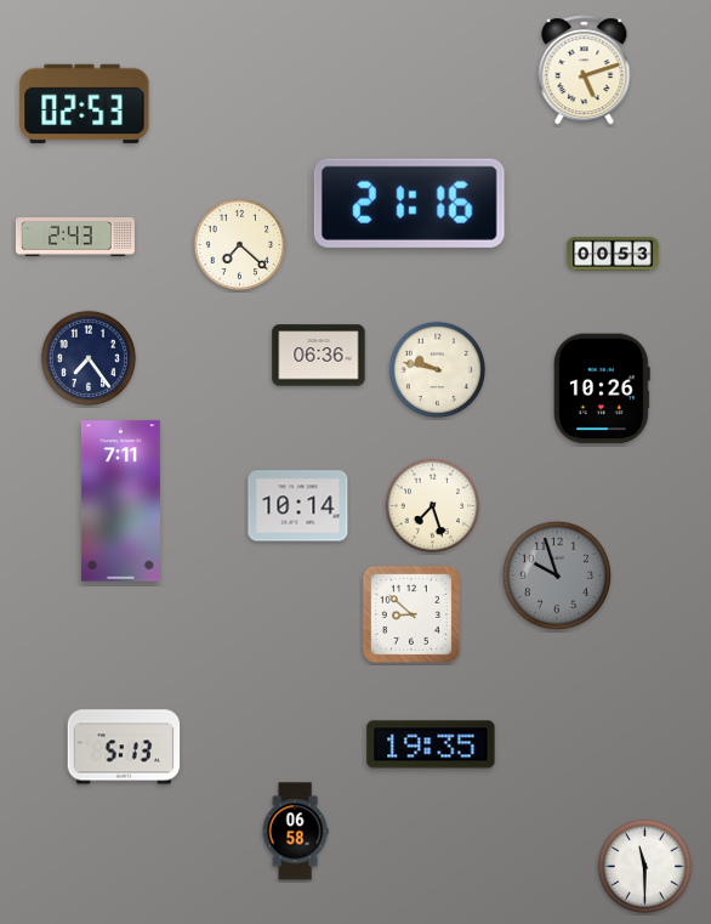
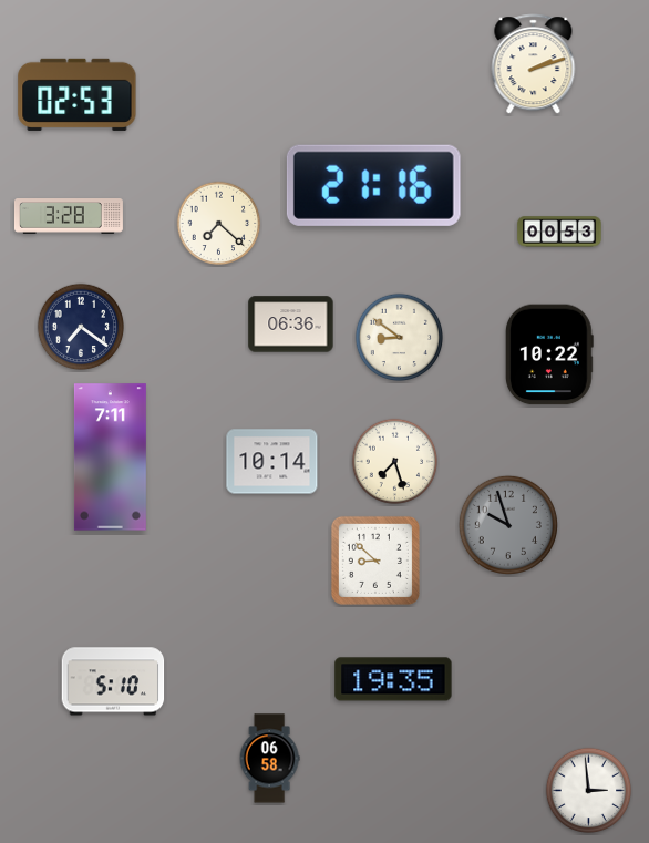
clock at (585, 70): 5:12 -> 2:12
clock at (75, 238): 2:43 -> 3:28
clock at (89, 358): 7:24 -> 7:21
clock at (438, 370): 9:47 -> 8:51
clock at (602, 389): 10:26 -> 10:22
clock at (124, 747): 5:13 -> 5:10
clock at (645, 867): 11:30 -> 2:59
